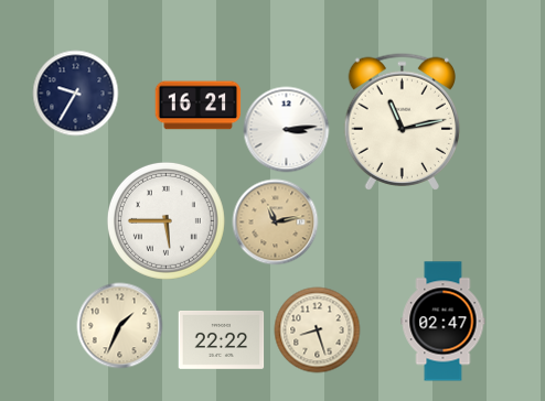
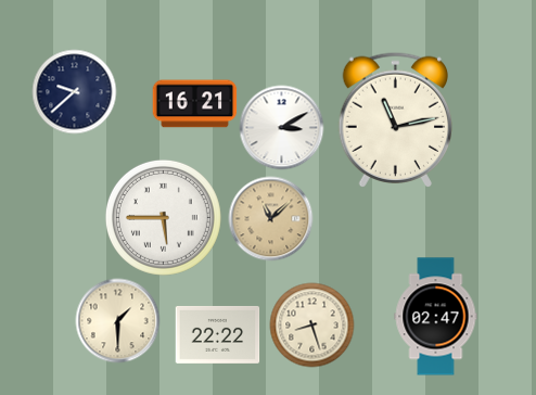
clock at (75, 93): 9:35 -> 9:38
clock at (286, 129): 3:14 -> 3:10
clock at (275, 221): 11:13 -> 11:08
clock at (119, 325): 1:34 -> 1:30
